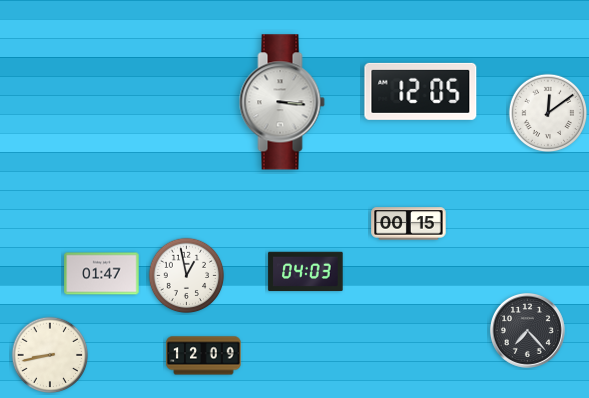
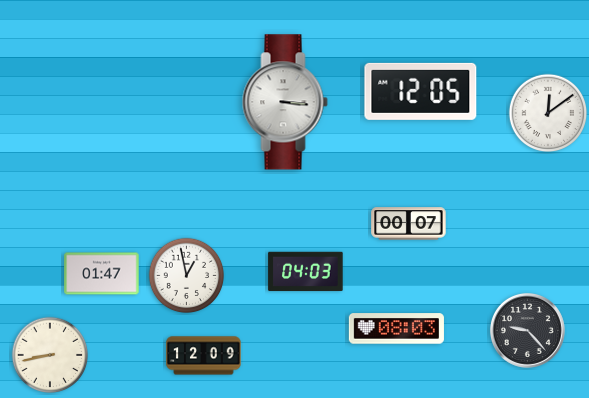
clock at (282, 102) position: (282, 102) -> (285, 102)
clock at (409, 224): 00:15 -> 00:07
clock at (396, 329): none -> 08:03
clock at (527, 330): 7:23 -> 9:23
